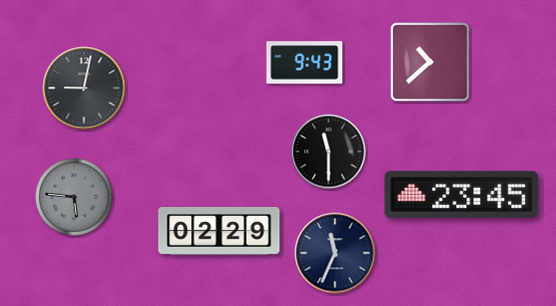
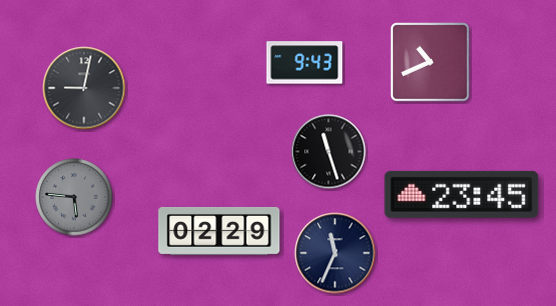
clock at (431, 63): 10:38 -> 10:41
clock at (329, 152): 11:30 -> 11:27
